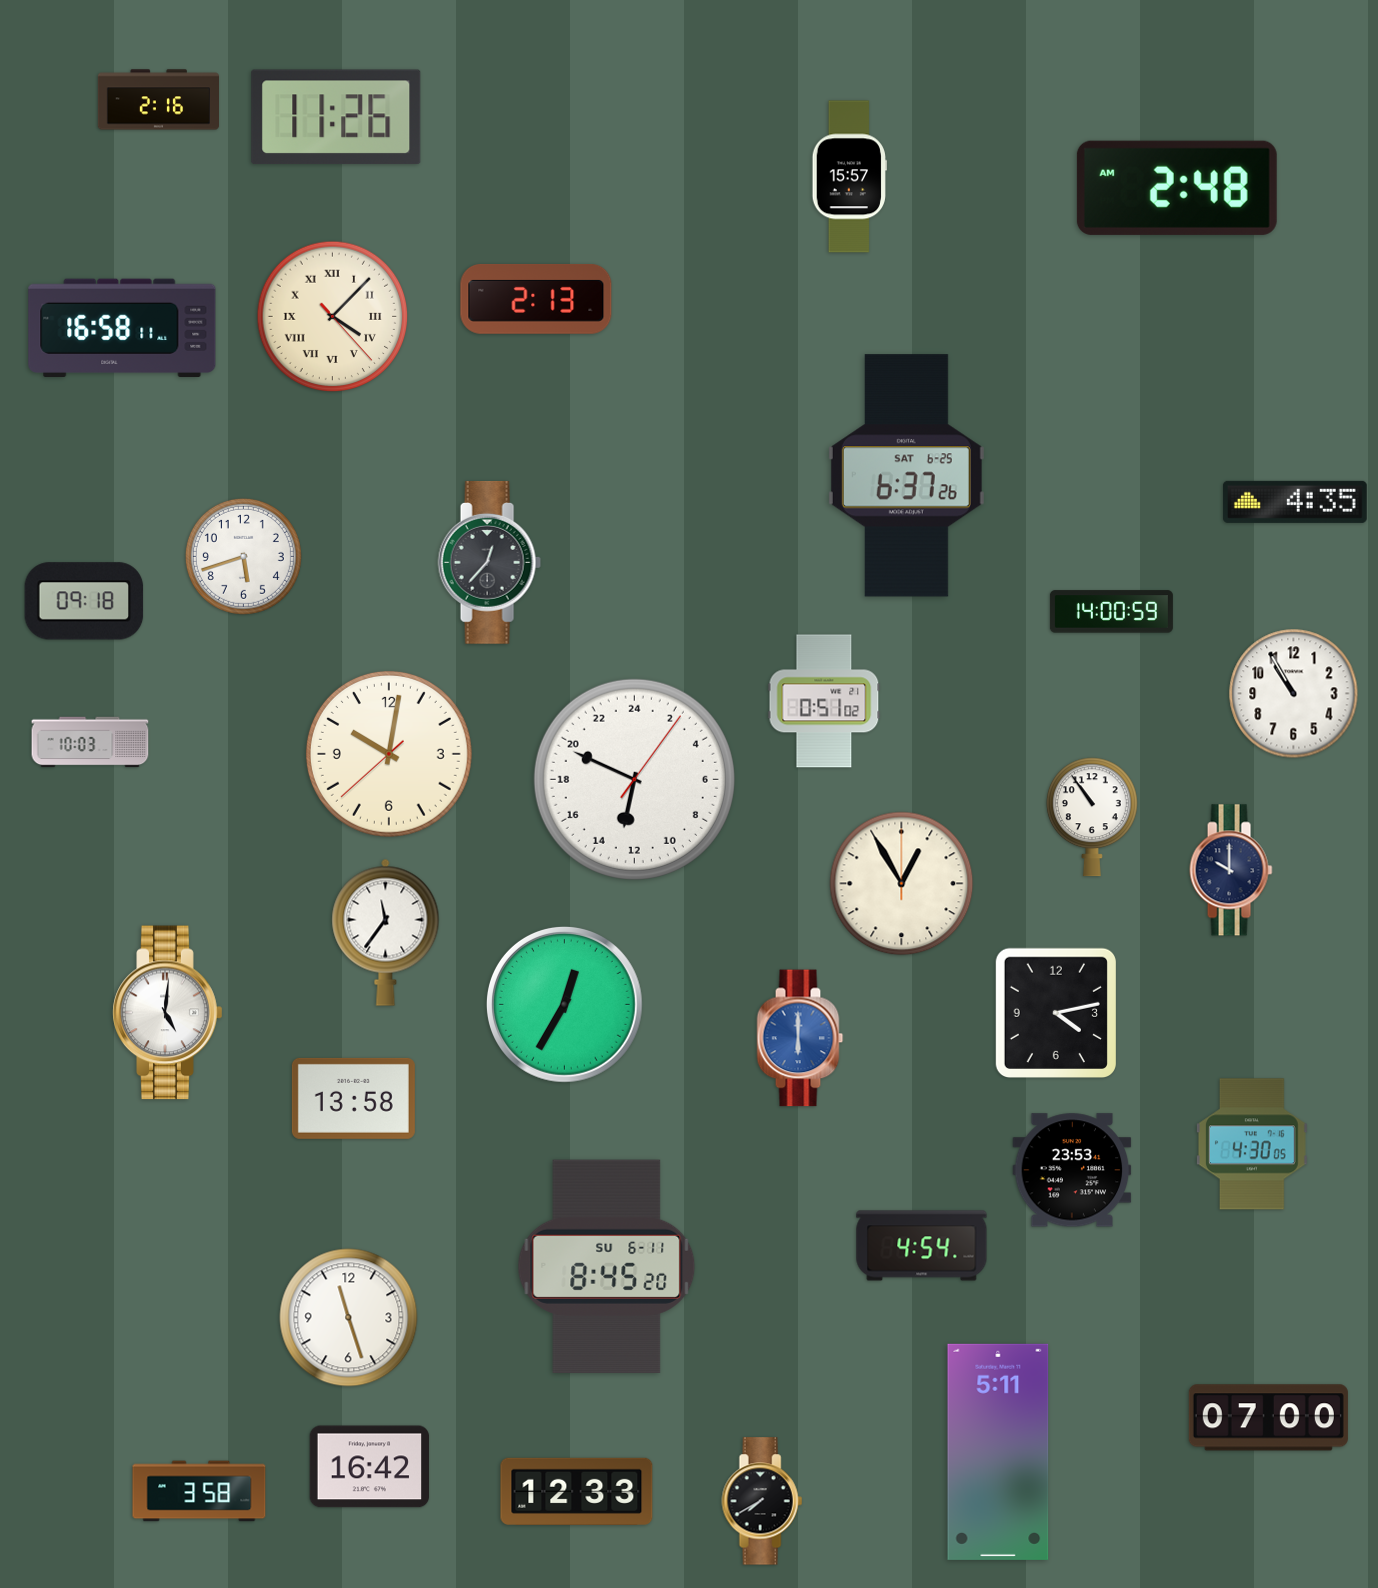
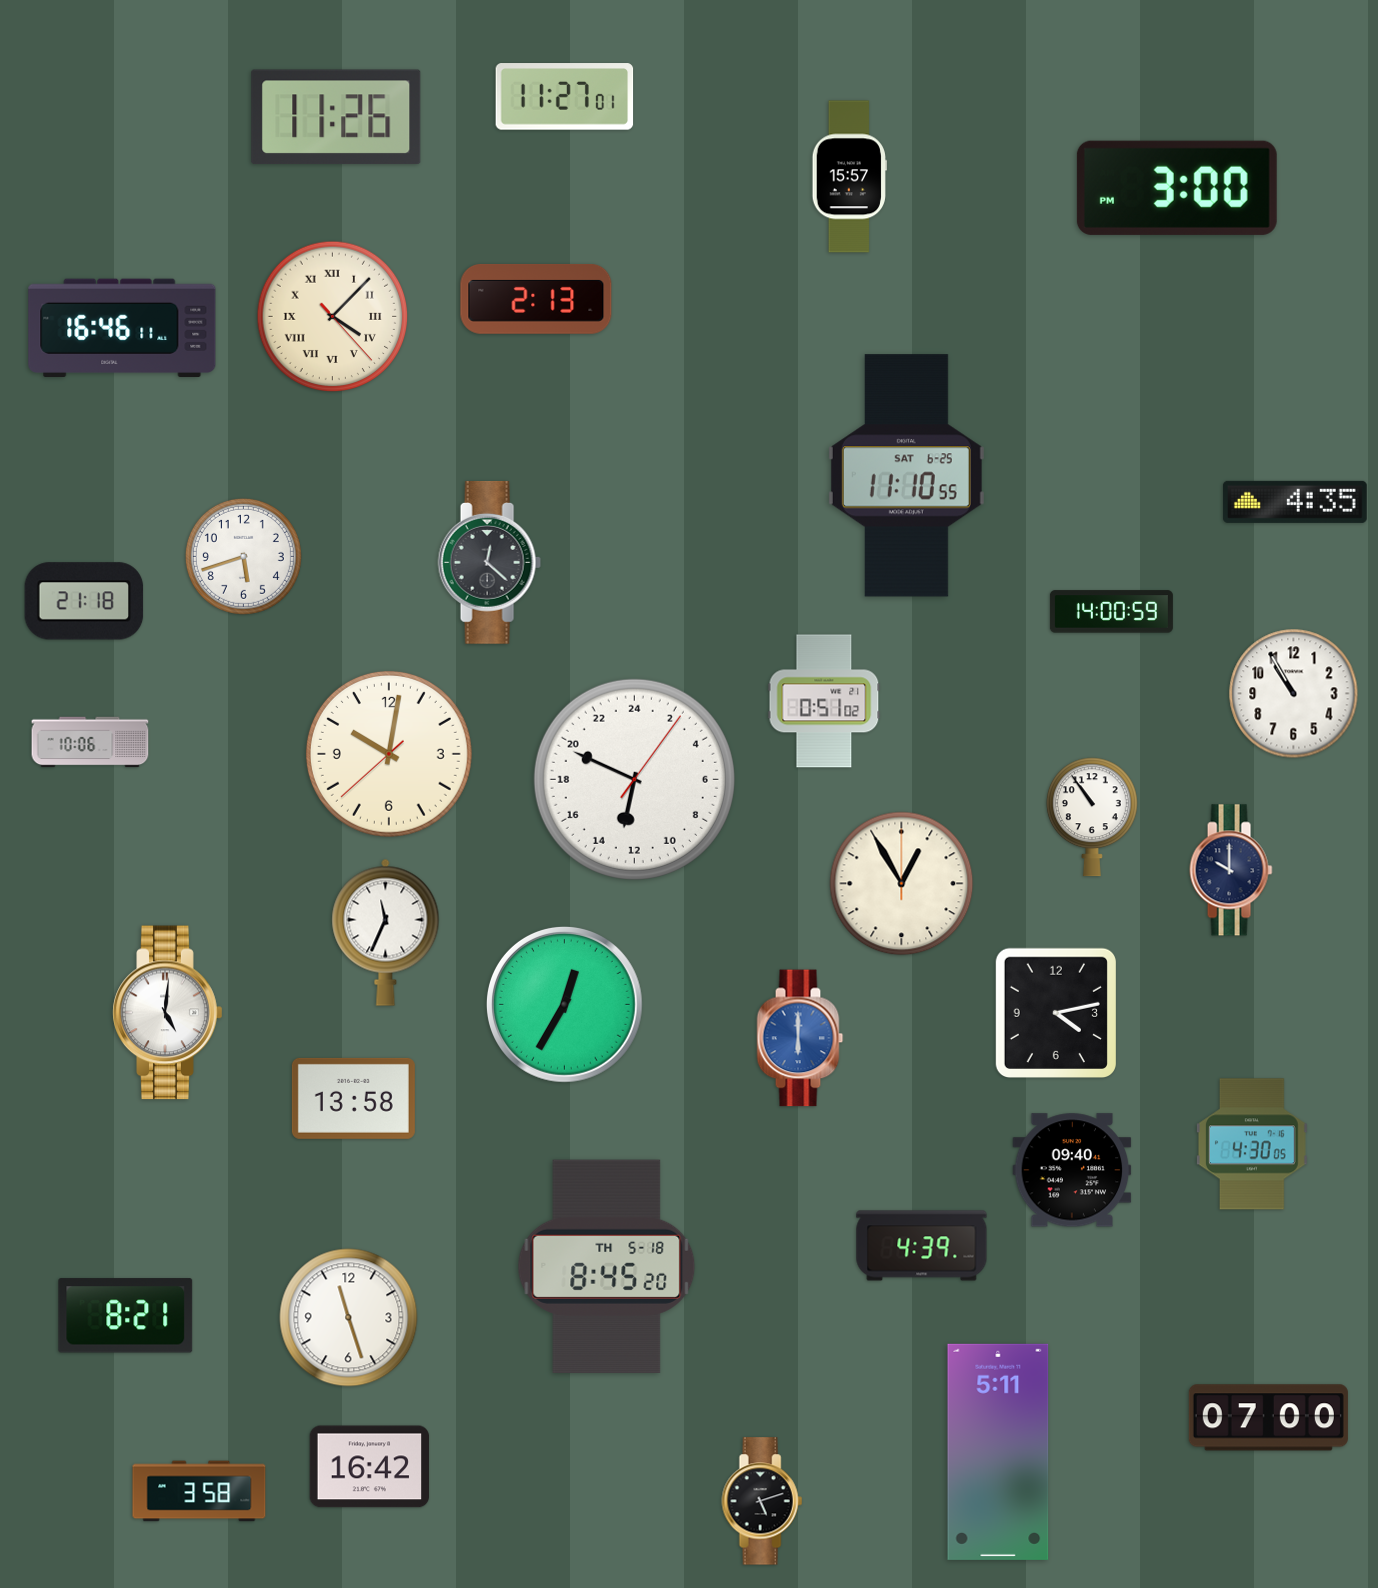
clock at (565, 97): none -> 11:27
clock at (158, 100): 2:16 -> none
clock at (1177, 188): 2:48 -> 3:00
clock at (122, 327): 16:58 -> 16:46
clock at (906, 476): 6:37 -> 11:10
clock at (489, 562): 12:37 -> 12:22
clock at (84, 601): 09:18 -> 21:18
clock at (90, 742): 10:03 -> 10:06
clock at (386, 932): 11:36 -> 11:34
clock at (1072, 1170): 23:53 -> 09:40
clock at (922, 1246): 4:54 -> 4:39
clock at (607, 1266) date: SU 6-11 -> TH 5-18
clock at (126, 1316): none -> 8:21
clock at (577, 1491): 12:33 -> none
clock at (762, 1501): 7:40 -> 5:12
